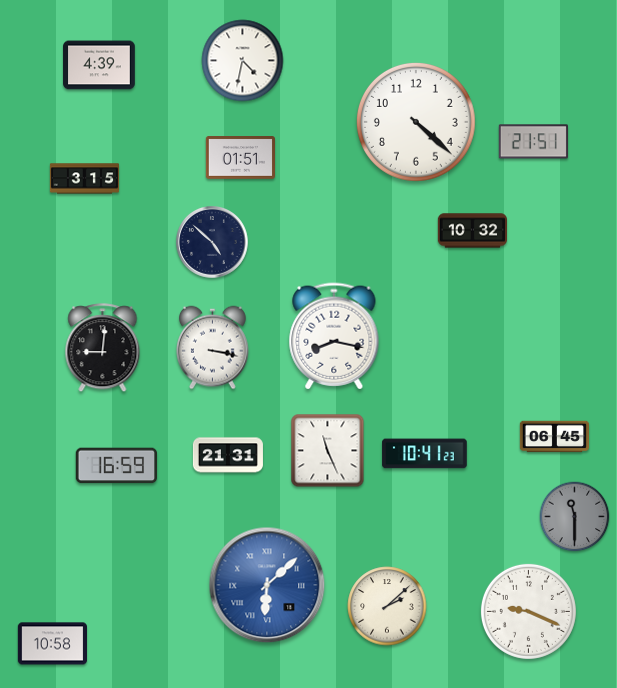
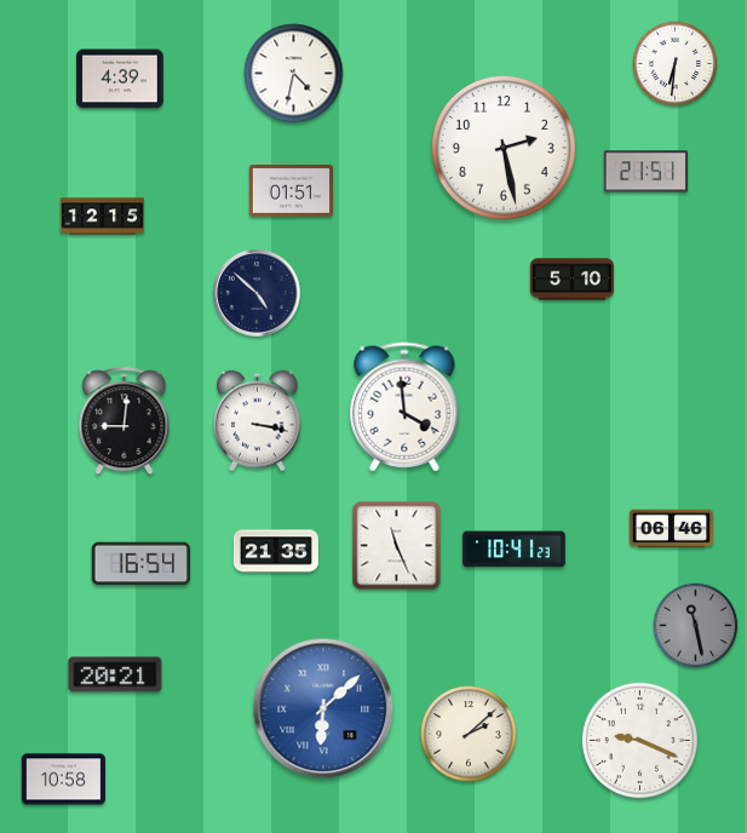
clock at (676, 64): none -> 6:31
clock at (416, 122): 4:22 -> 2:28
clock at (85, 179): 3:15 -> 12:15
clock at (473, 231): 10:32 -> 5:10
clock at (334, 336): 8:17 -> 3:59
clock at (555, 437): 06:45 -> 06:46
clock at (228, 455): 21:31 -> 21:35
clock at (117, 466): 16:59 -> 16:54
clock at (575, 517): 11:30 -> 11:28
clock at (115, 674): none -> 20:21
